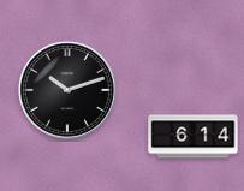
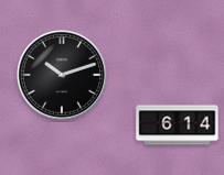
clock at (67, 90) position: (67, 90) -> (62, 75)
